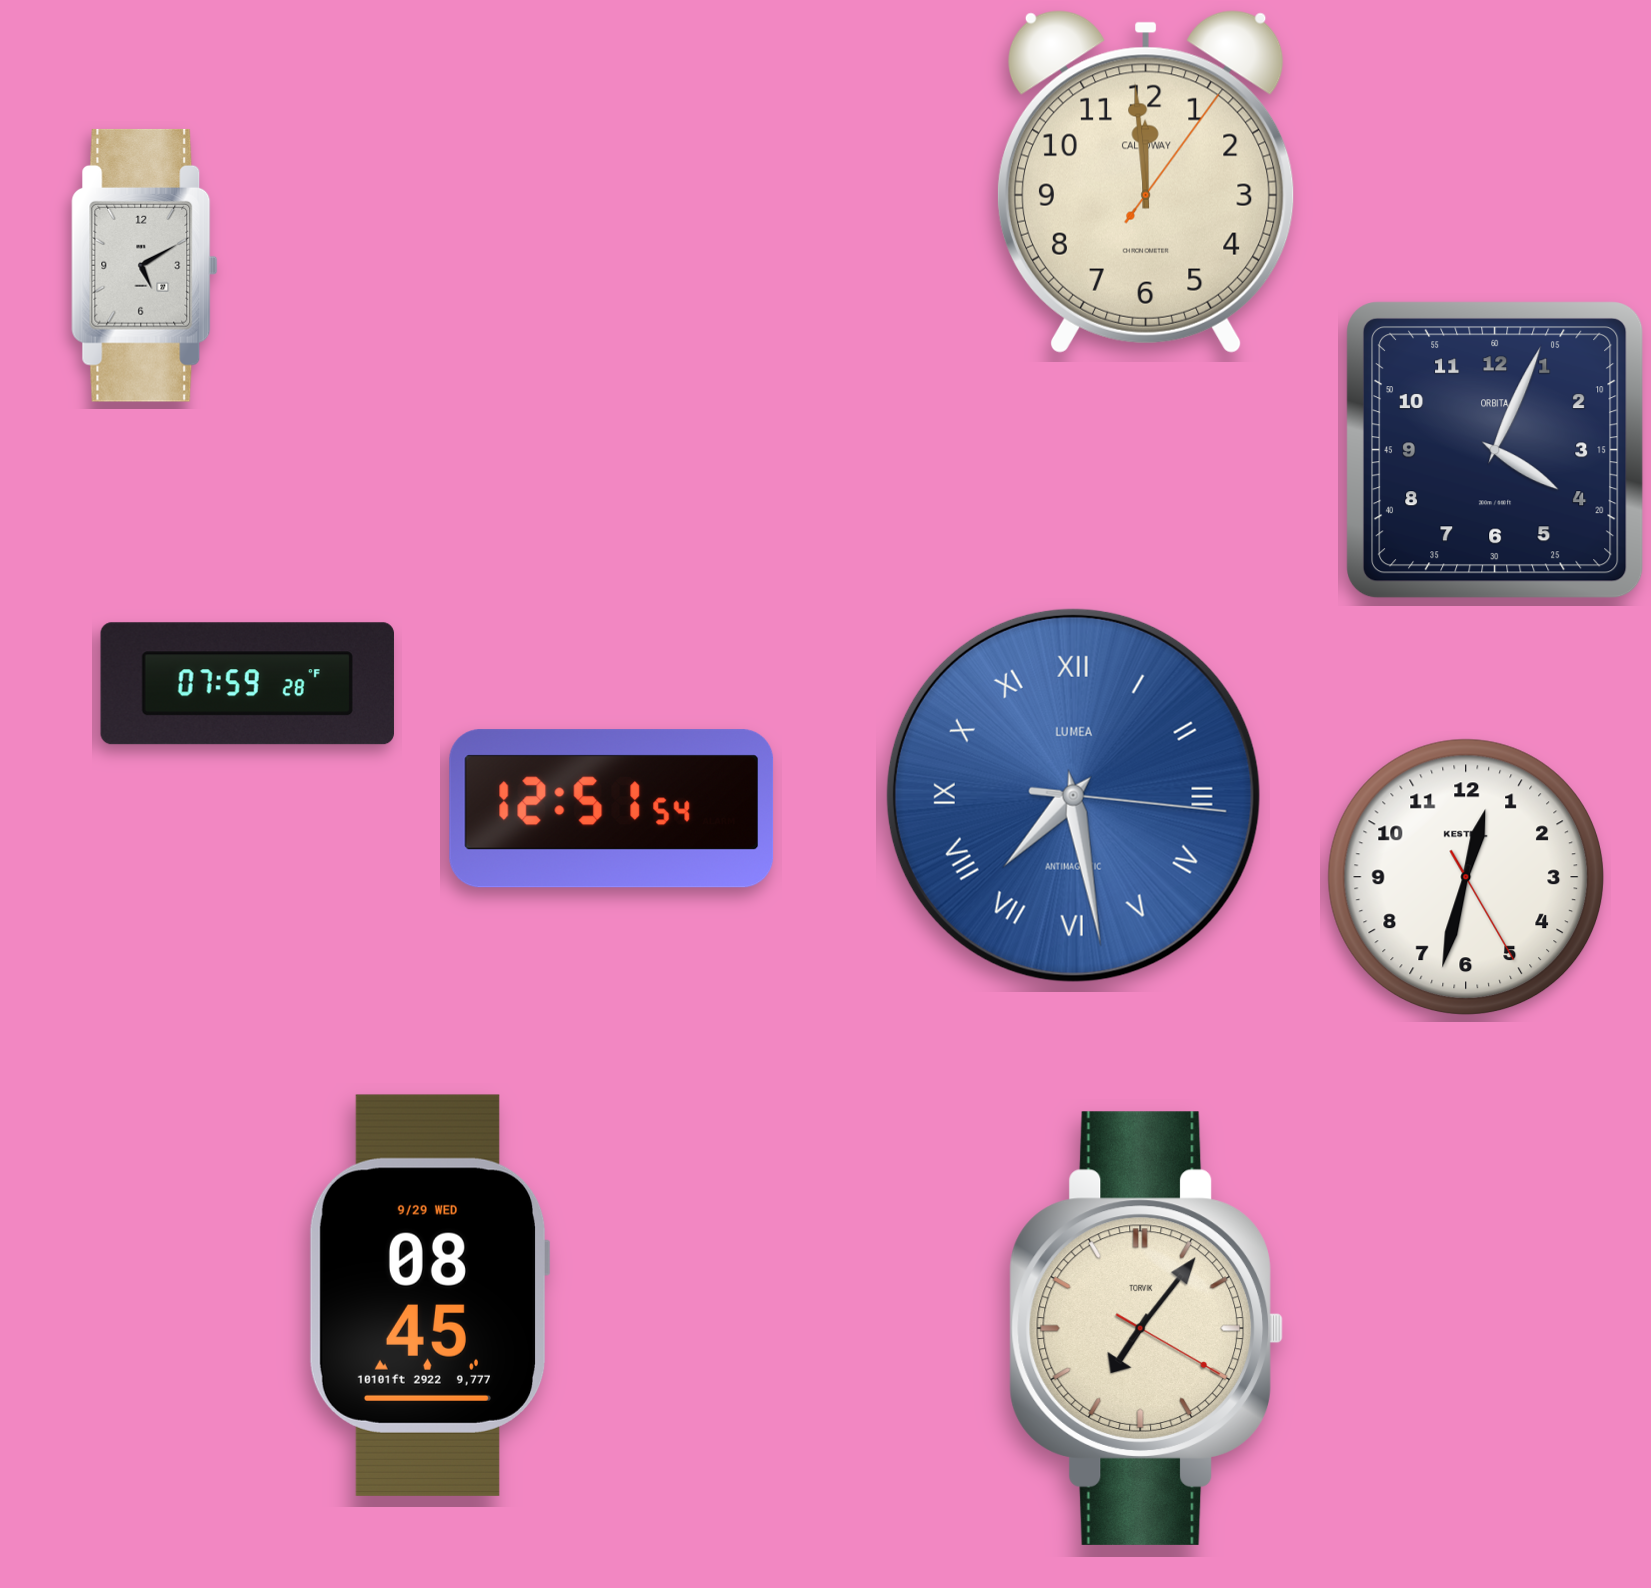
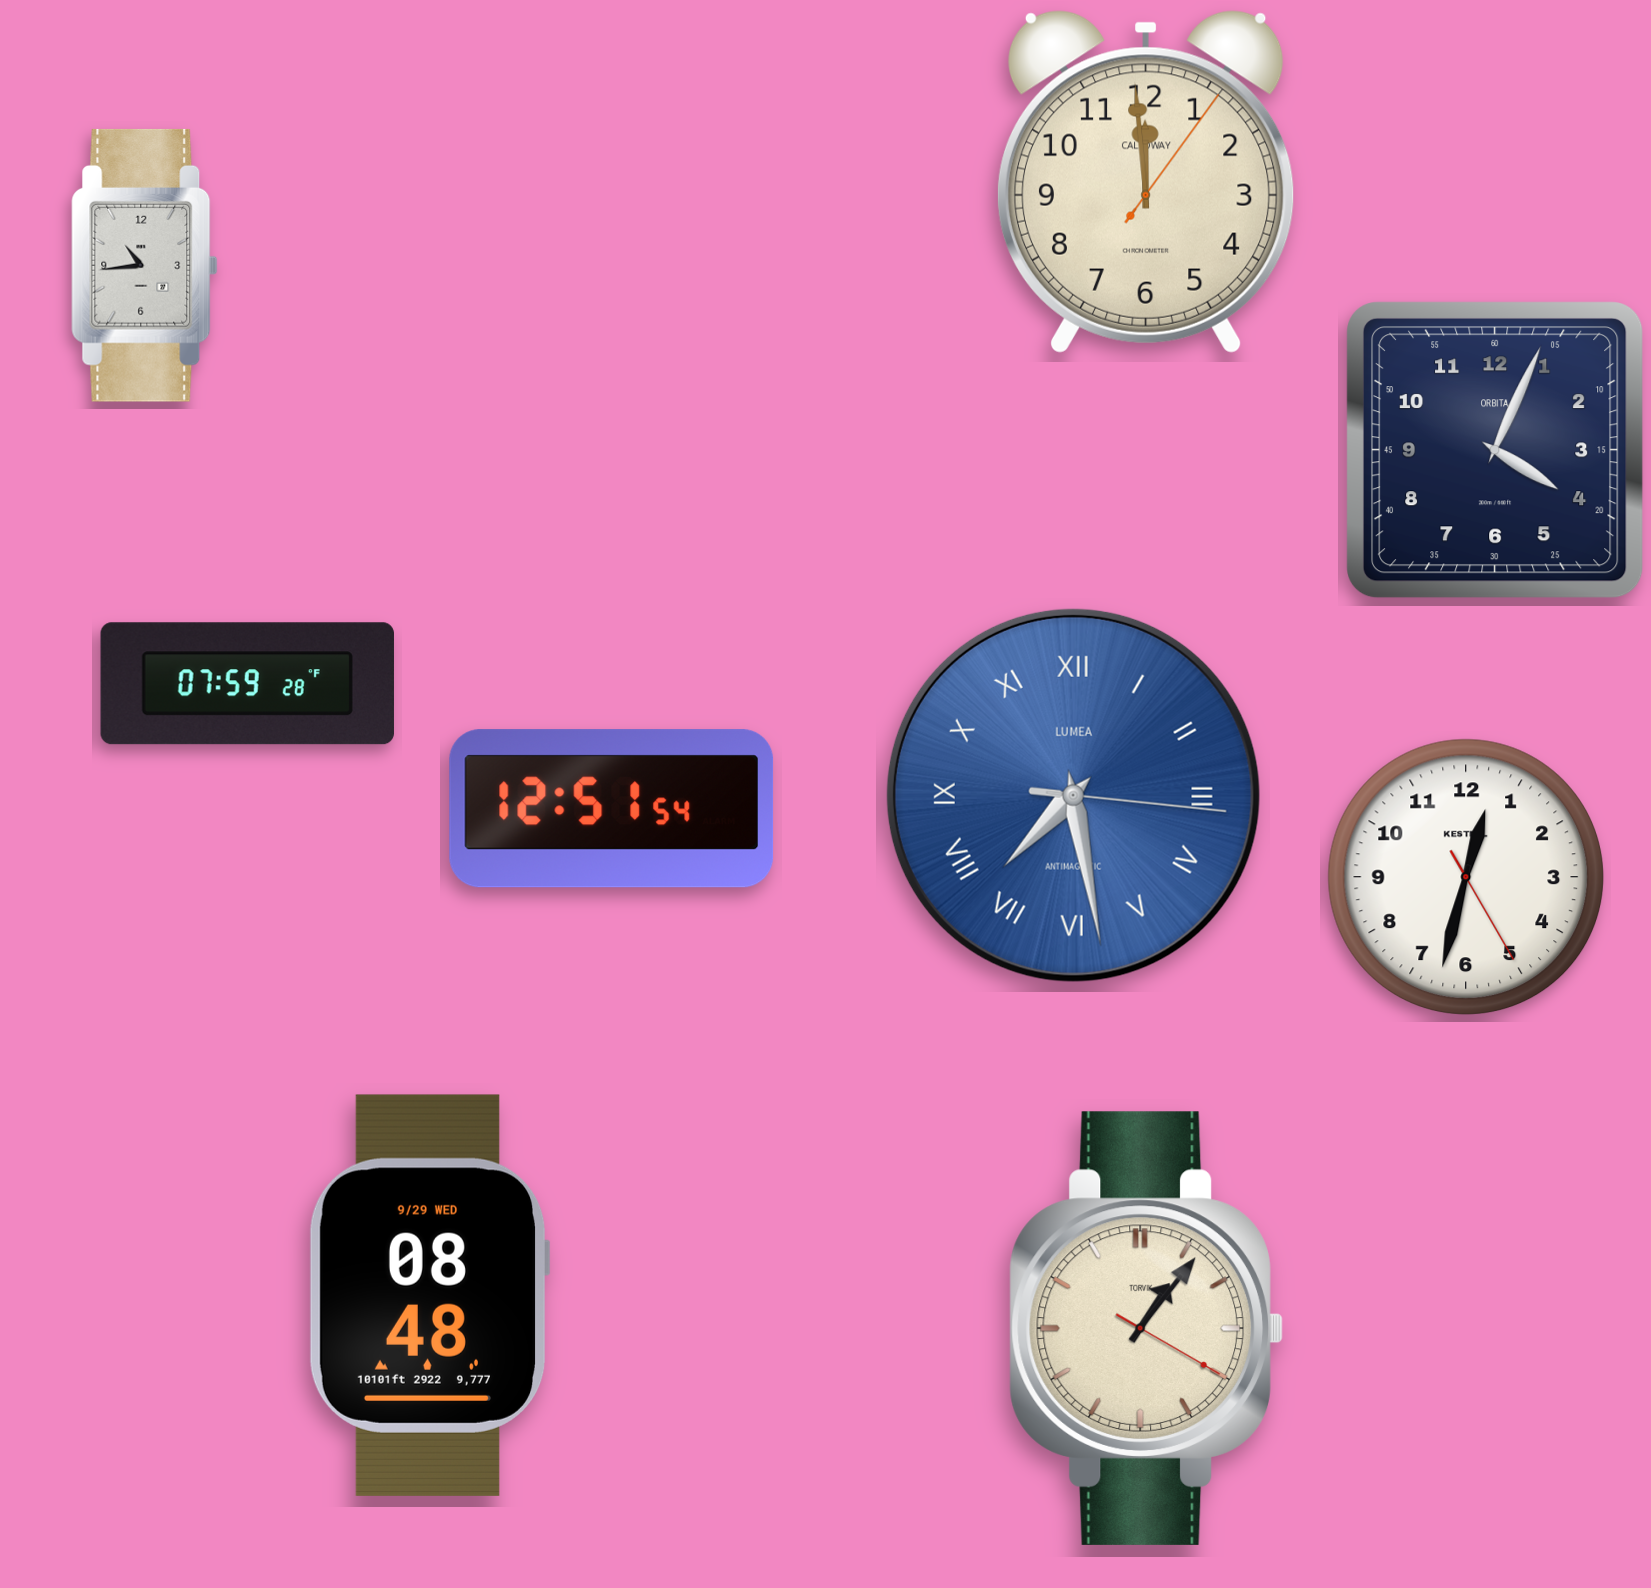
clock at (145, 265): 5:10 -> 10:44
clock at (429, 1295): 08:45 -> 08:48
clock at (1146, 1328): 7:06 -> 1:06
